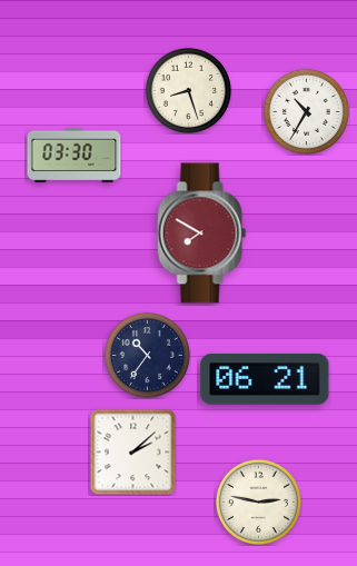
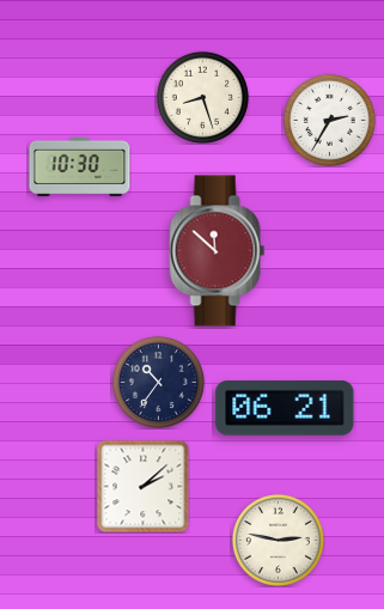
clock at (306, 111): 10:35 -> 2:35
clock at (75, 155): 03:30 -> 10:30
clock at (202, 234): 7:50 -> 11:52
